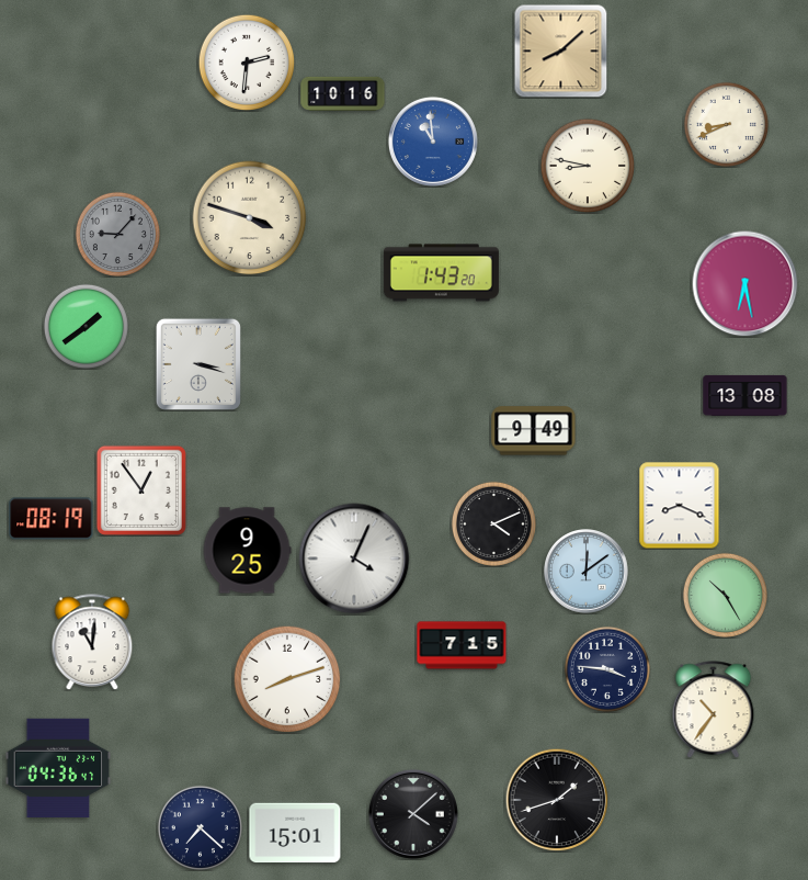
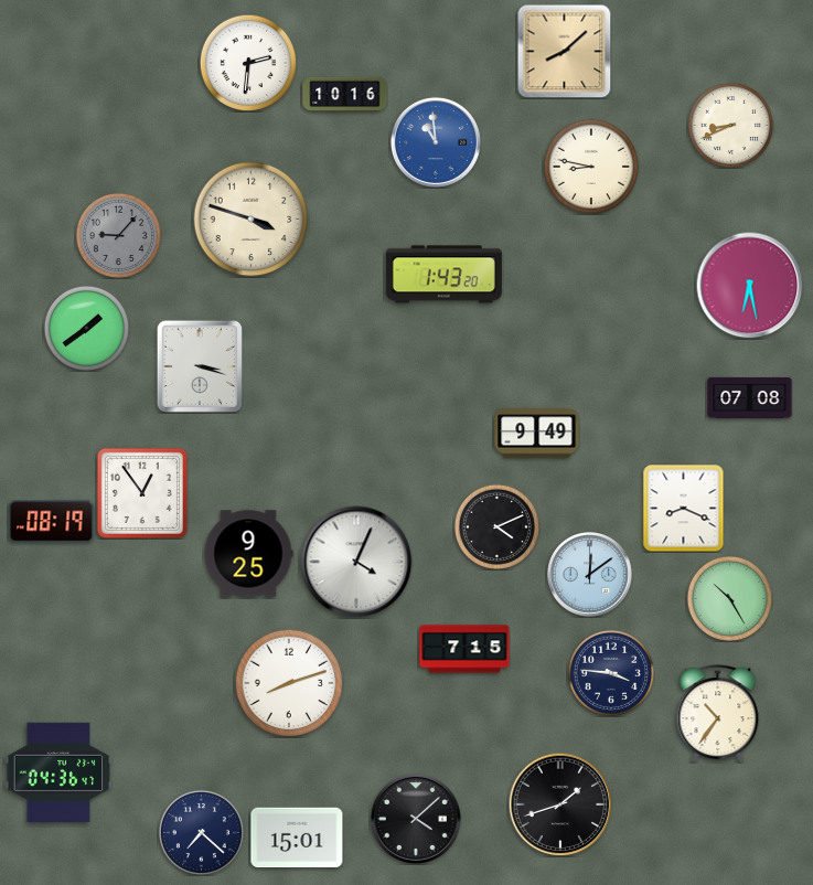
clock at (746, 395): 13:08 -> 07:08
clock at (92, 642): 11:01 -> none
